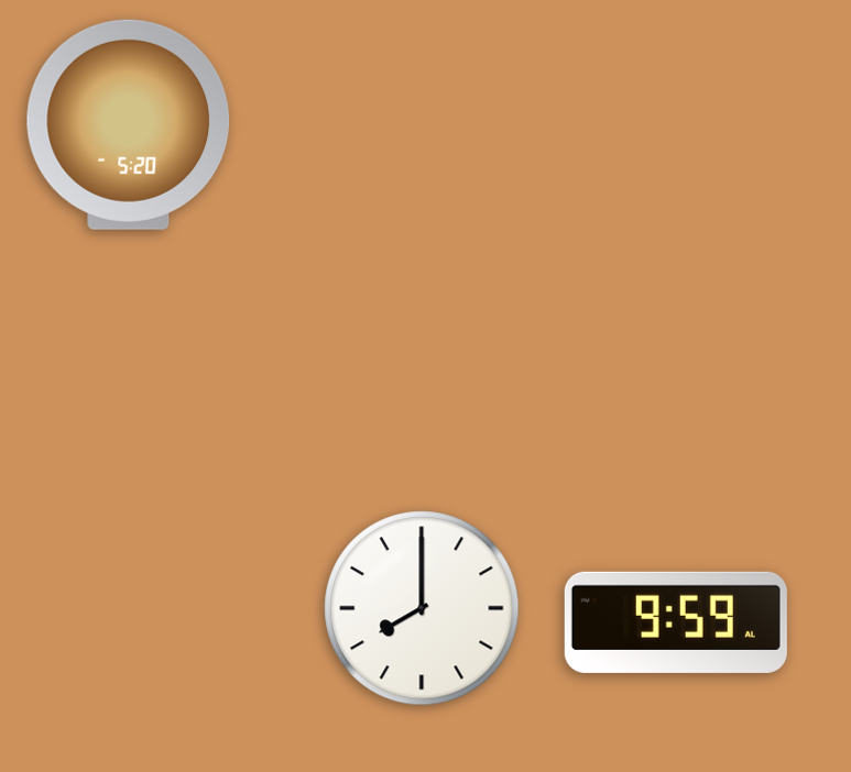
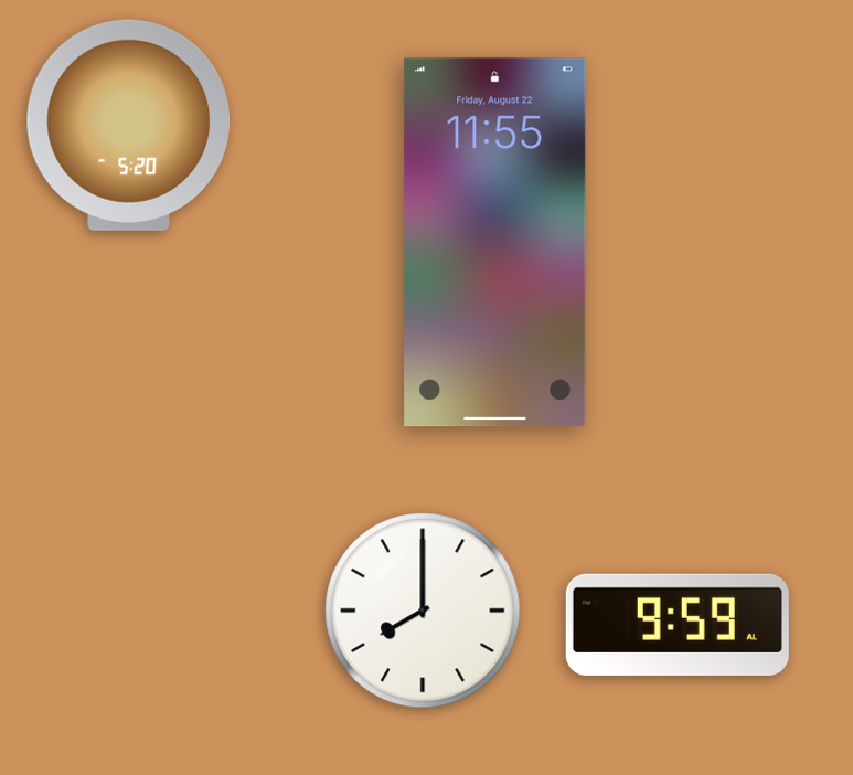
clock at (495, 243): none -> 11:55
